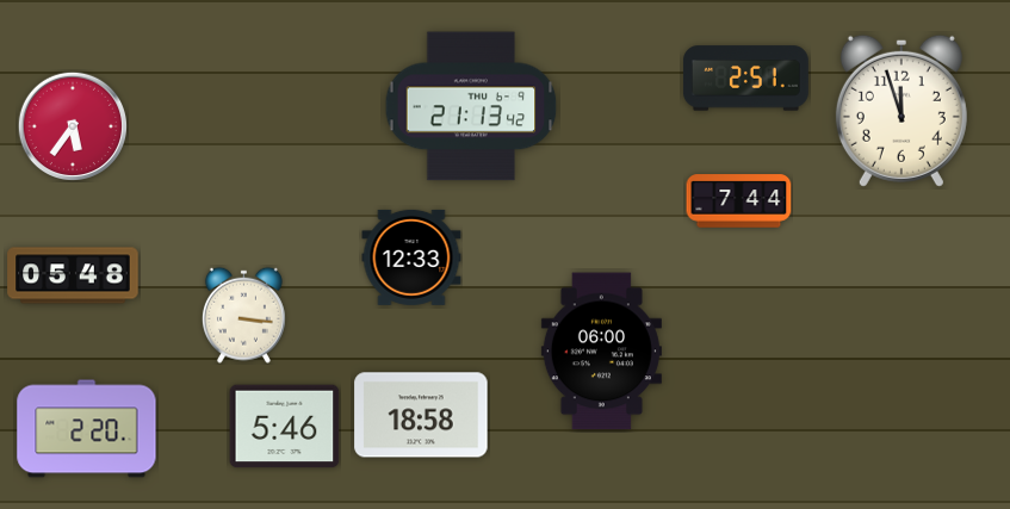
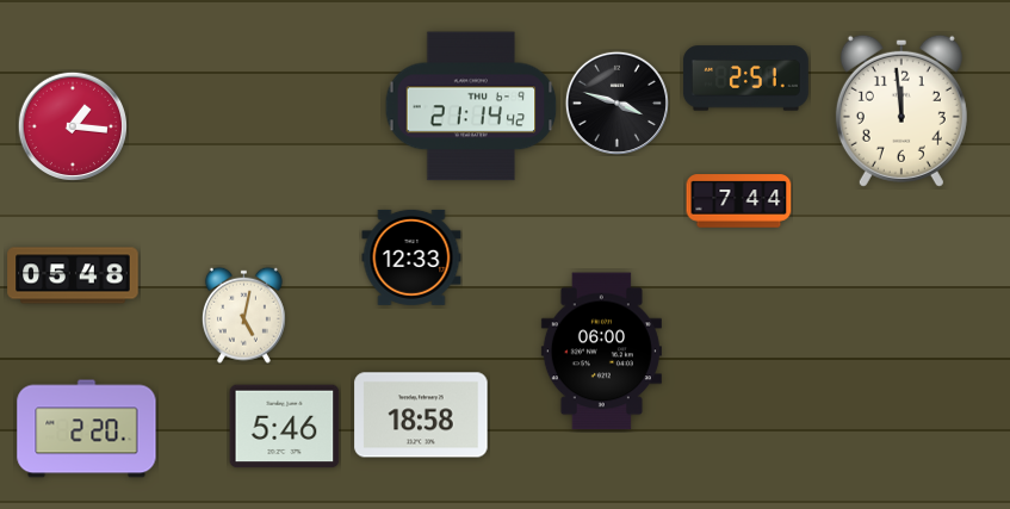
clock at (616, 103): none -> 3:48
clock at (471, 106): 21:13 -> 21:14
clock at (901, 111): 11:57 -> 11:59
clock at (73, 126): 5:36 -> 1:16
clock at (243, 315): 3:16 -> 5:02
